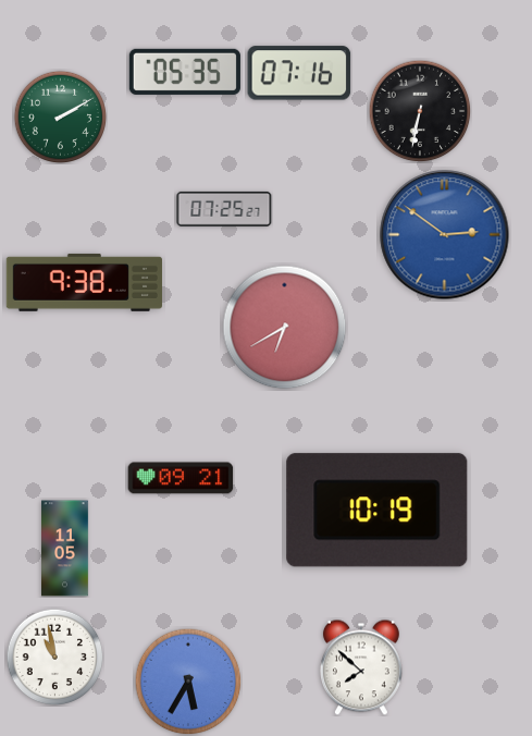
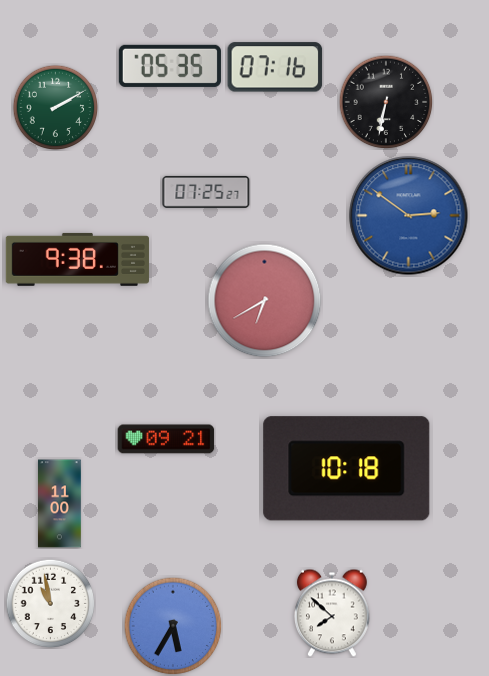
clock at (285, 328) position: (285, 328) -> (265, 301)
clock at (378, 511): 10:19 -> 10:18
clock at (65, 549): 11:05 -> 11:00
